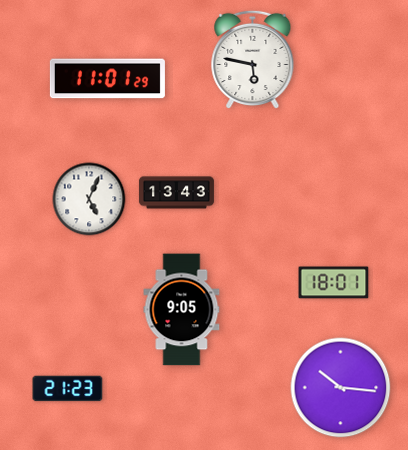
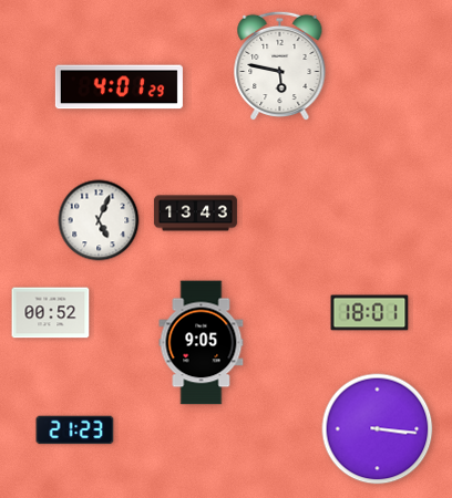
clock at (107, 79): 11:01 -> 4:01
clock at (51, 313): none -> 00:52
clock at (341, 388): 10:16 -> 3:16
